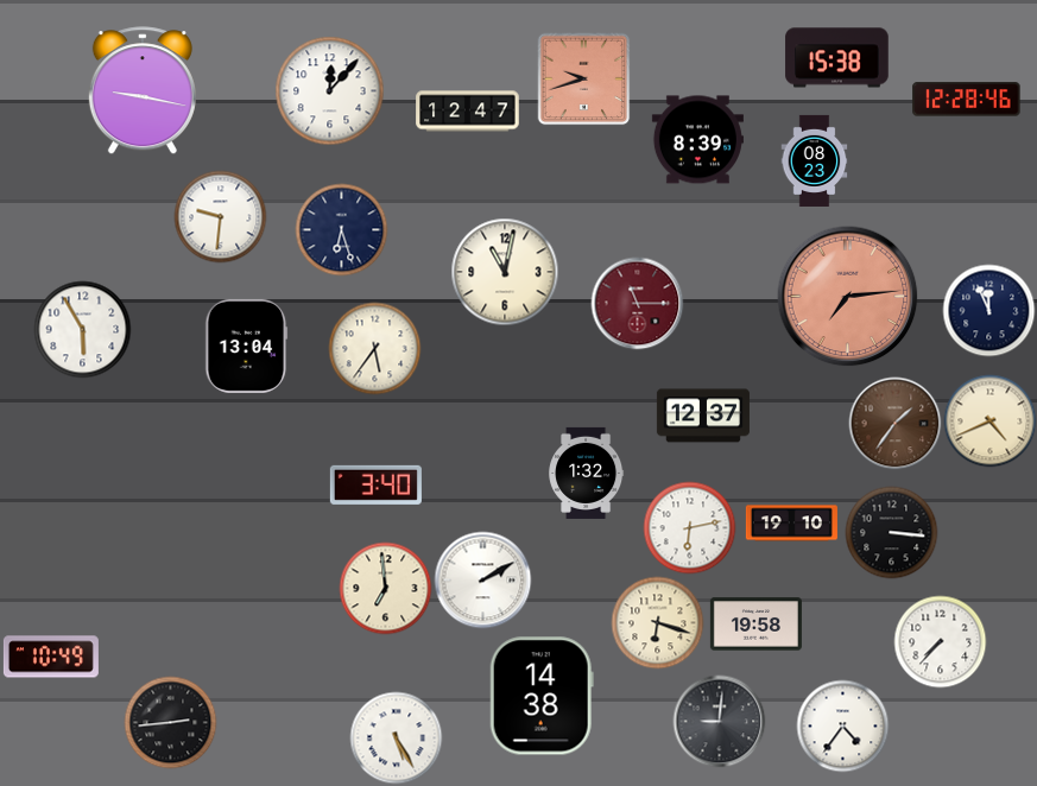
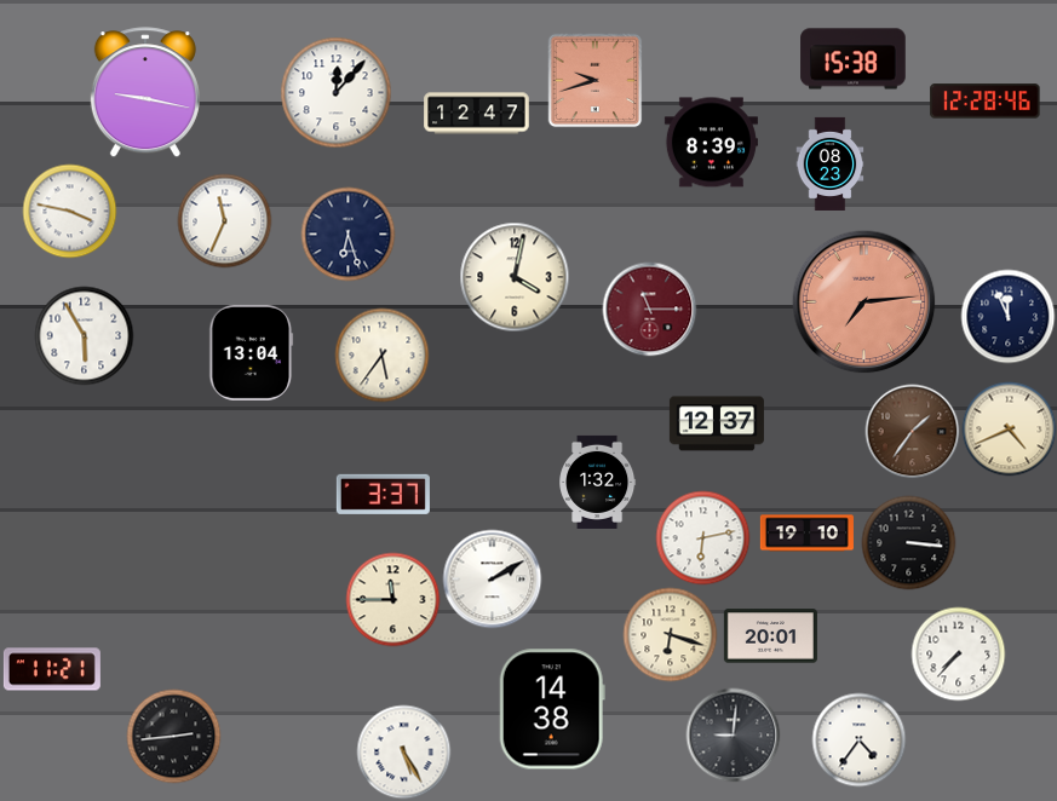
clock at (69, 211): none -> 3:47
clock at (220, 216): 9:31 -> 11:34
clock at (505, 272): 11:02 -> 4:02
clock at (375, 484): 3:40 -> 3:37
clock at (482, 579) position: (482, 579) -> (492, 578)
clock at (385, 588): 6:59 -> 11:45
clock at (755, 625): 19:58 -> 20:01
clock at (51, 657): 10:49 -> 11:21
